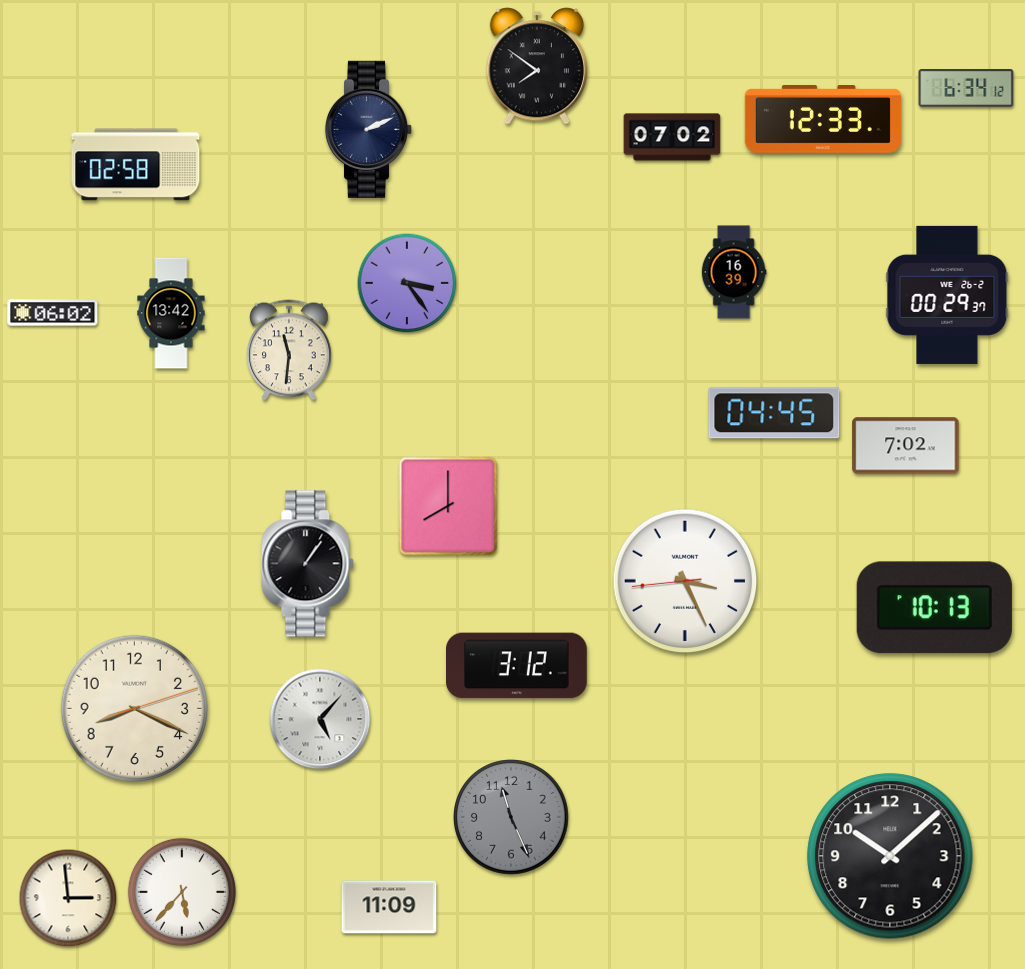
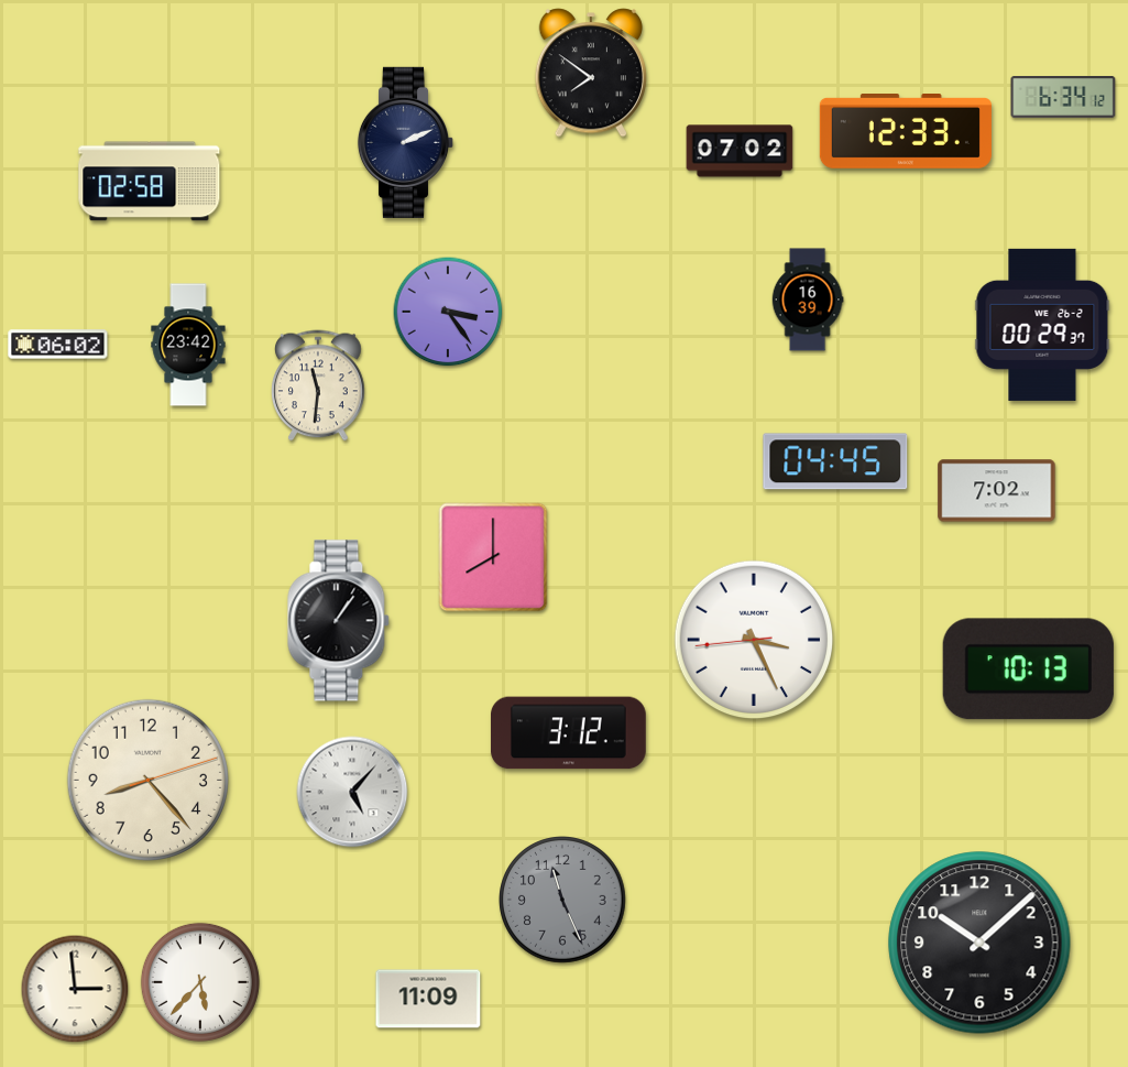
clock at (171, 313): 13:42 -> 23:42
clock at (774, 413) position: (774, 413) -> (835, 461)
clock at (134, 708): 8:19 -> 8:23
